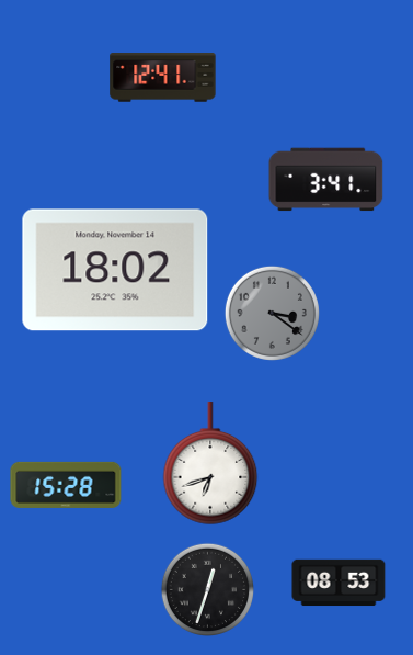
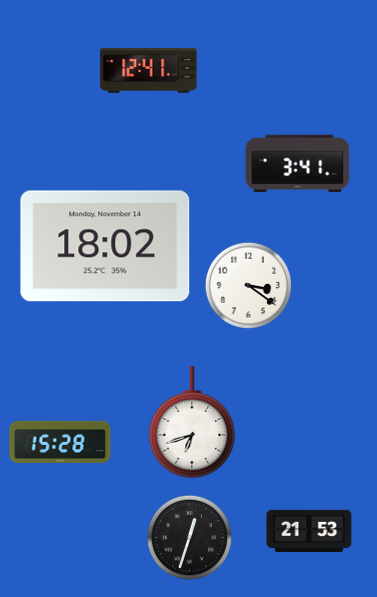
clock at (272, 313) dial: grey -> white
clock at (339, 583): 08:53 -> 21:53
